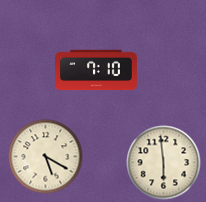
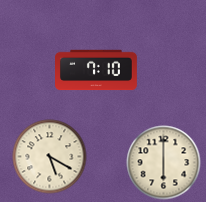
clock at (46, 157) position: (46, 157) -> (50, 157)
clock at (164, 163): 5:59 -> 6:00
